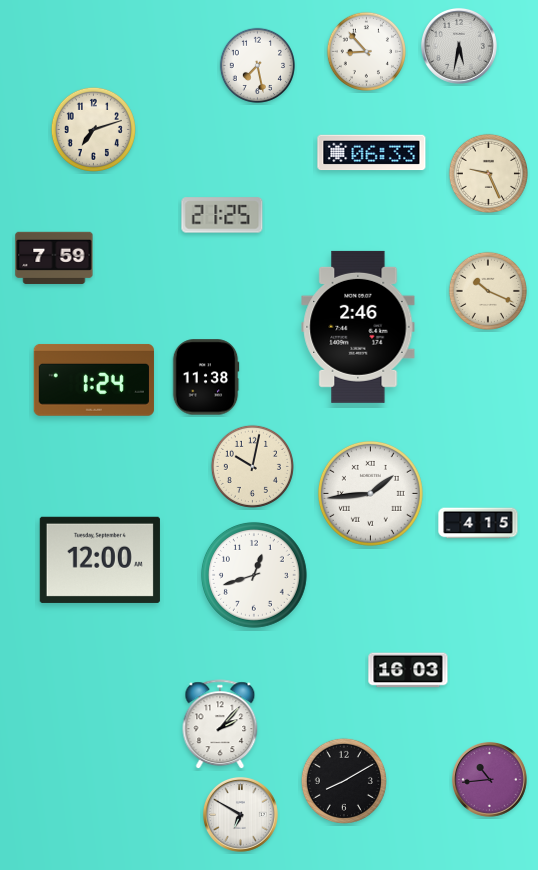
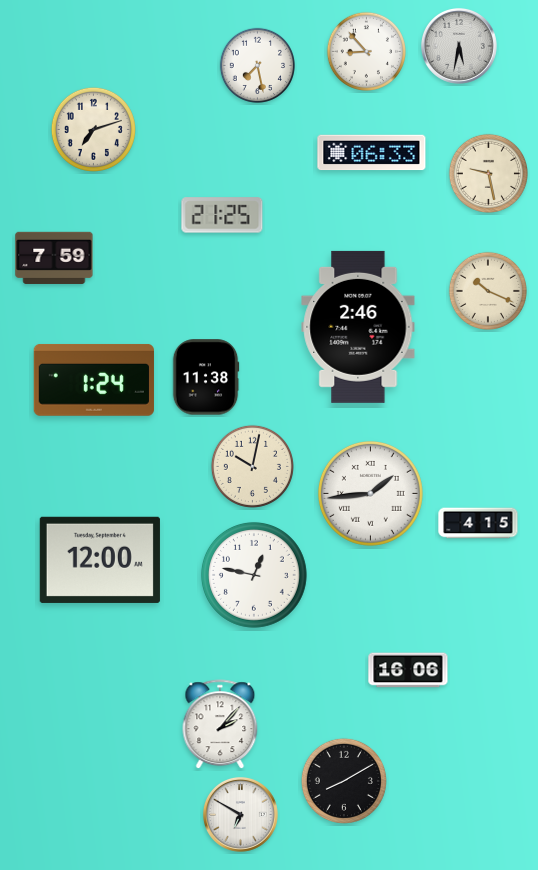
clock at (488, 173): 9:26 -> 9:28
clock at (254, 575): 12:42 -> 12:47
clock at (408, 670): 16:03 -> 16:06
clock at (490, 780): 10:44 -> none
